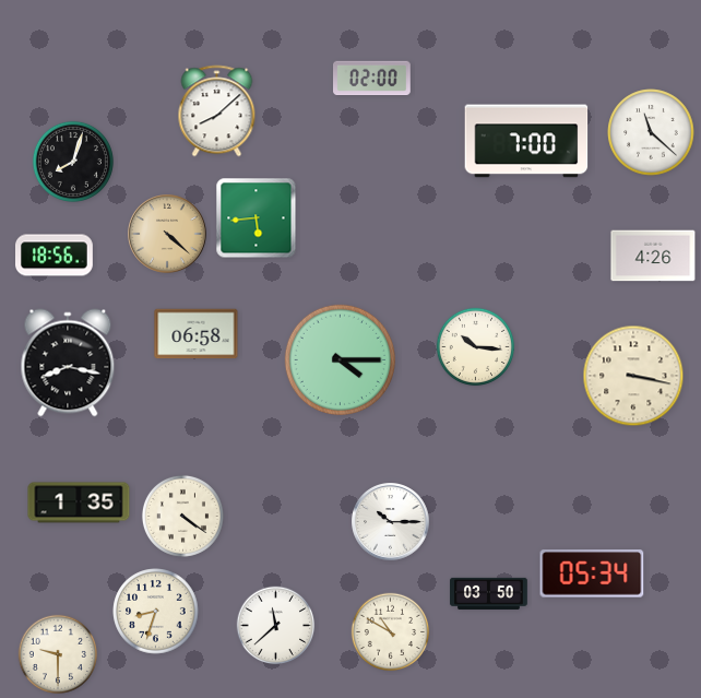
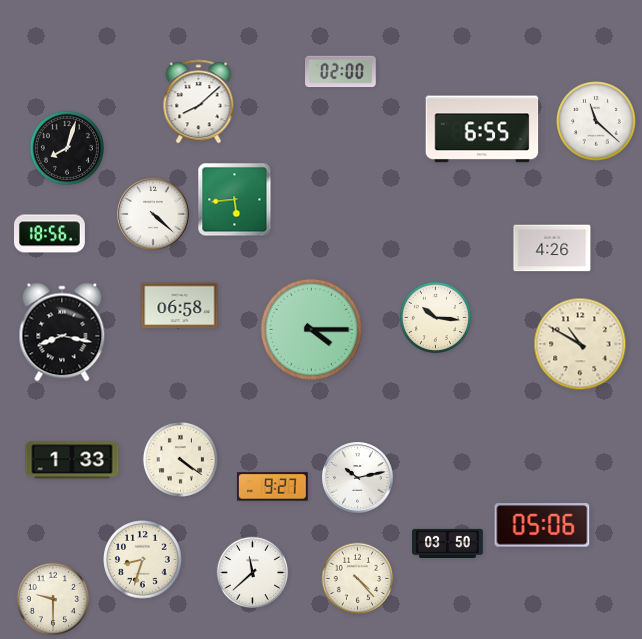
clock at (526, 141): 7:00 -> 6:55
clock at (167, 234) dial: champagne -> white
clock at (653, 256) position: (653, 256) -> (552, 248)
clock at (633, 376): 3:17 -> 10:50
clock at (79, 502): 1:35 -> 1:33
clock at (182, 516) position: (182, 516) -> (180, 459)
clock at (391, 522): 10:15 -> 10:13
clock at (272, 487): none -> 9:27
clock at (592, 573): 05:34 -> 05:06
clock at (391, 632): 10:50 -> 4:23
